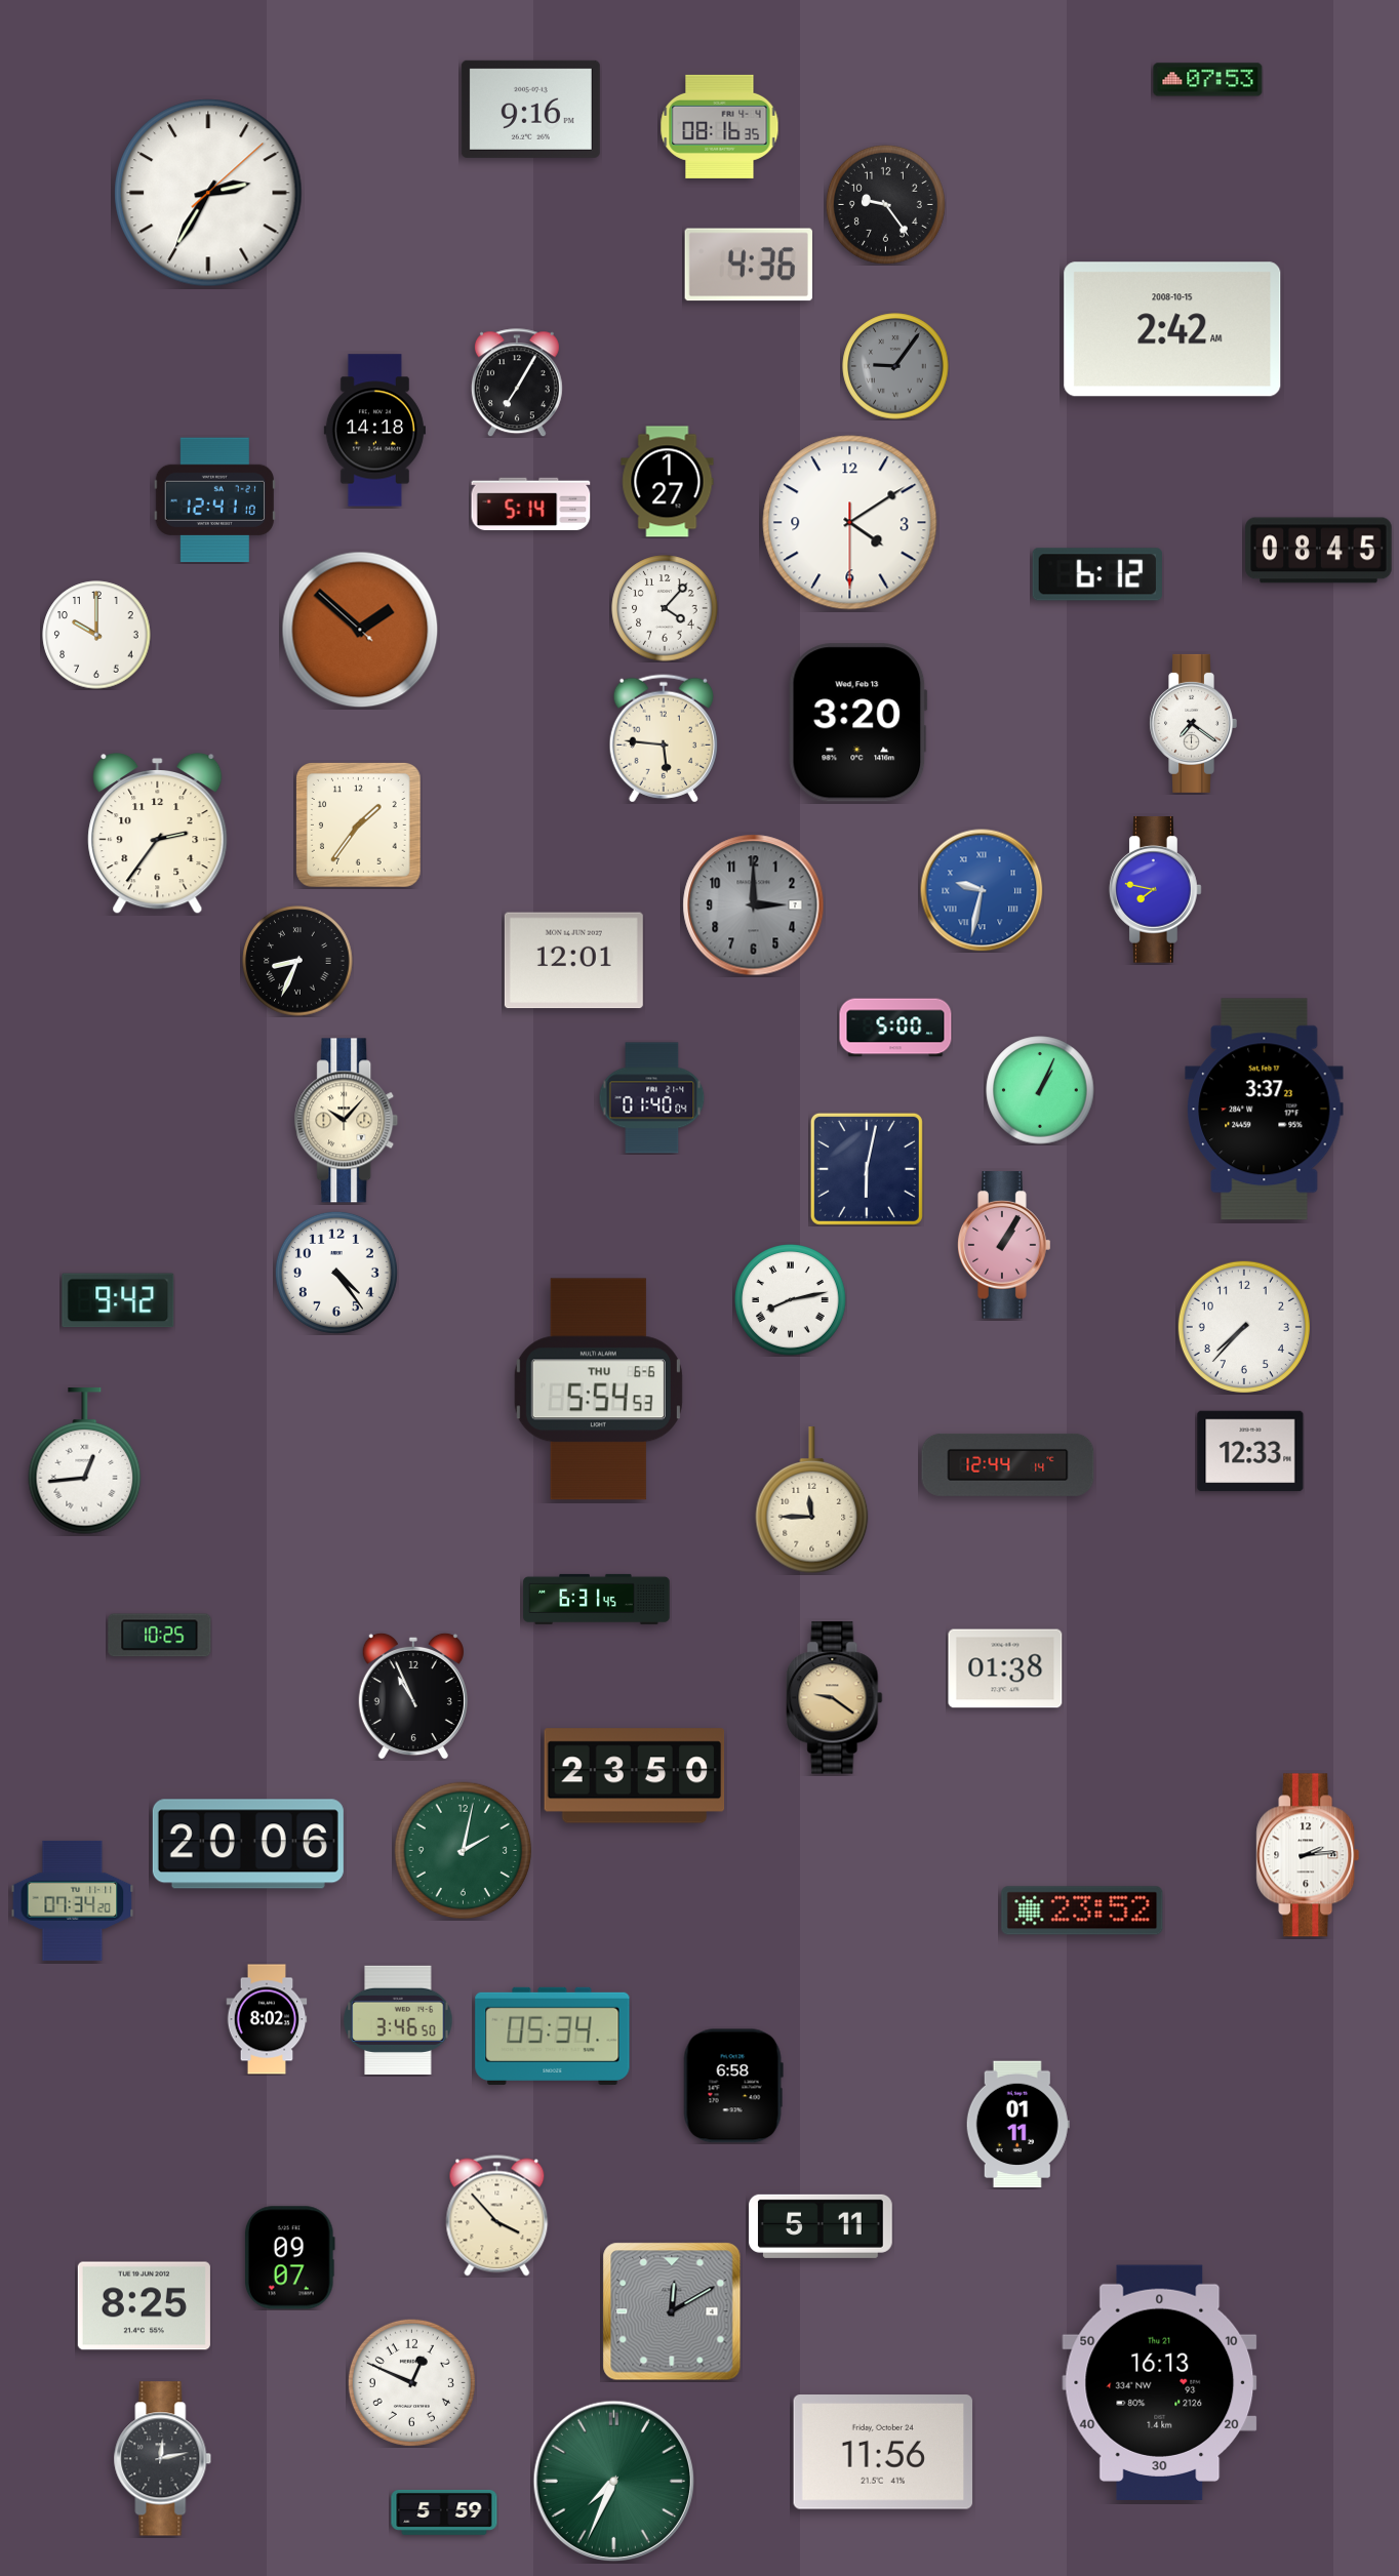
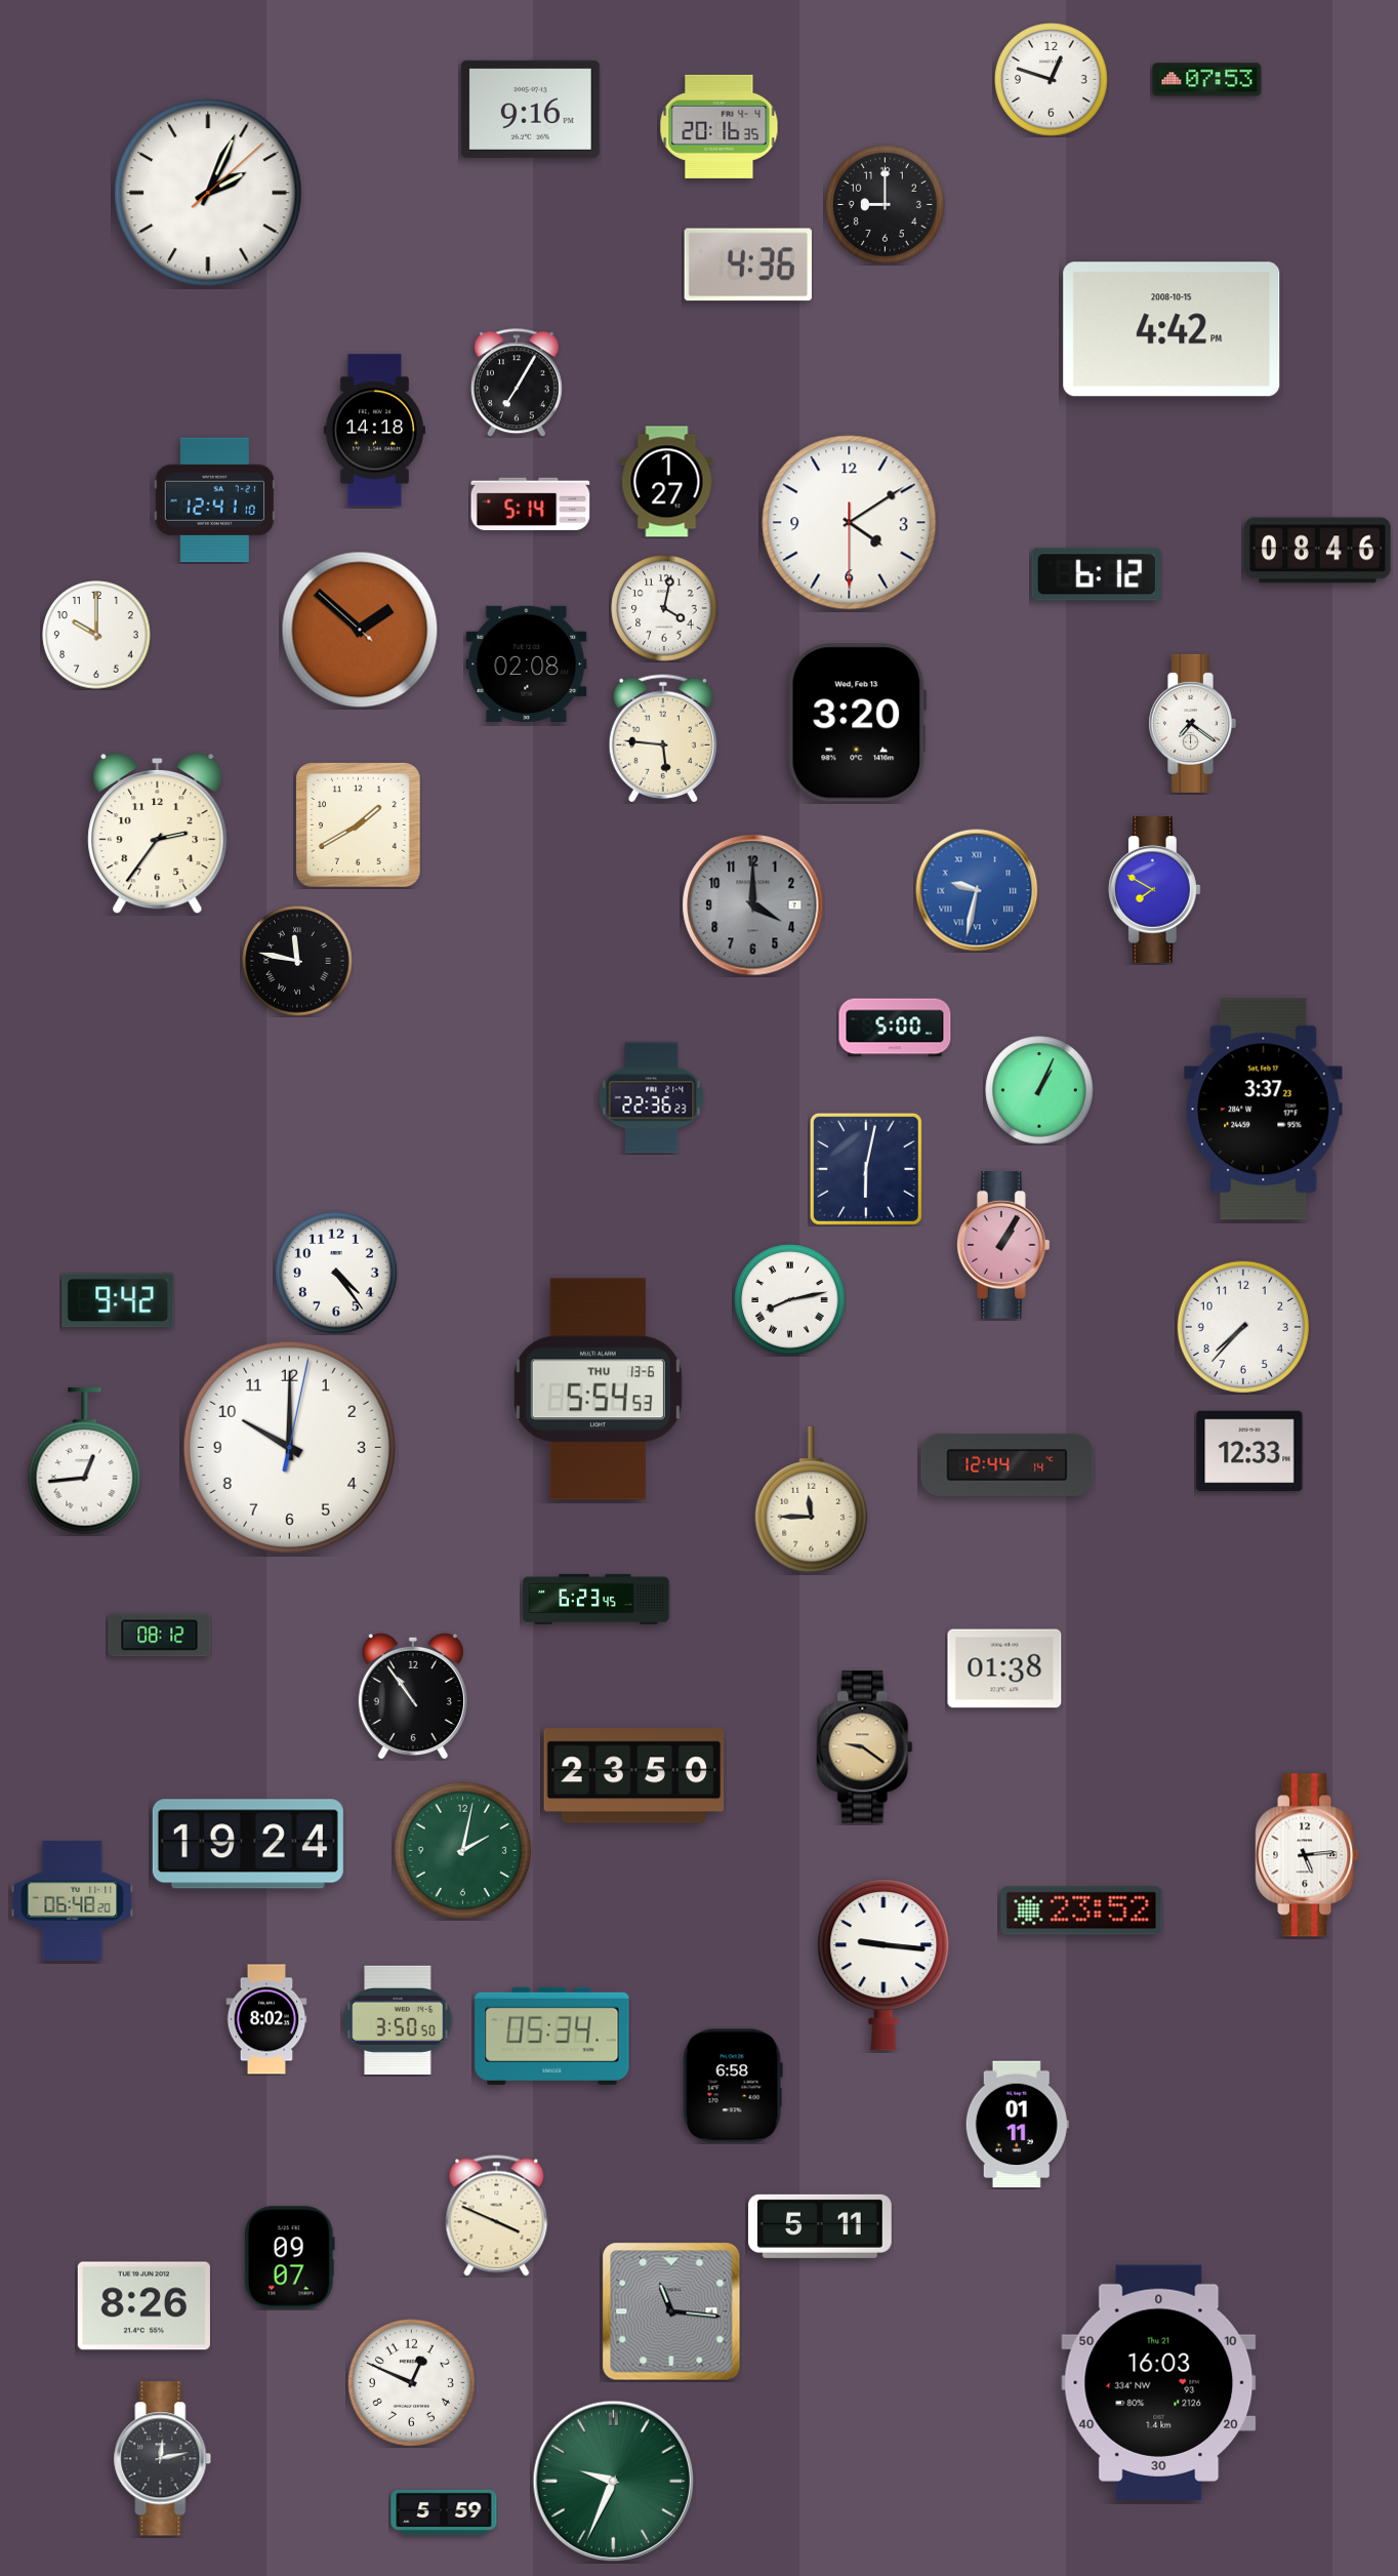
clock at (1052, 80): none -> 12:48
clock at (720, 126): 08:16 -> 20:16
clock at (208, 193): 2:35 -> 2:04
clock at (885, 204): 9:24 -> 9:00
clock at (1172, 329): 2:42 -> 4:42
clock at (895, 366): 9:06 -> none
clock at (1319, 551): 08:45 -> 08:46
clock at (665, 608): 4:07 -> 4:02
clock at (527, 663): none -> 02:08
clock at (359, 826): 1:36 -> 1:40
clock at (982, 890) position: (982, 890) -> (977, 890)
clock at (1156, 890): 7:47 -> 7:50
clock at (754, 905): 3:00 -> 4:00
clock at (297, 961): 8:34 -> 11:47
clock at (573, 961): 12:01 -> none
clock at (652, 1098): 01:40 -> 22:36
clock at (347, 1121): 10:07 -> none
clock at (598, 1390) date: THU 6-6 -> THU 13-6
clock at (289, 1447): none -> 10:00
clock at (597, 1599): 6:31 -> 6:23
clock at (160, 1636): 10:25 -> 08:12
clock at (413, 1696): 10:56 -> 10:54
clock at (835, 1698) position: (835, 1698) -> (865, 1747)
clock at (248, 1844): 20:06 -> 19:24
clock at (1308, 1855): 2:14 -> 5:14
clock at (73, 1900): 07:34 -> 06:48
clock at (883, 1965): none -> 9:16
clock at (398, 2020): 3:46 -> 3:50
clock at (497, 2216): 3:53 -> 3:49
clock at (144, 2306): 8:25 -> 8:26
clock at (672, 2311): 12:10 -> 11:16
clock at (1160, 2382): 16:13 -> 16:03
clock at (882, 2453): 11:56 -> none
clock at (613, 2481): 7:34 -> 9:34
